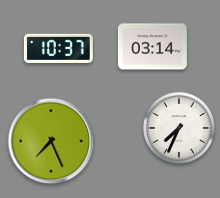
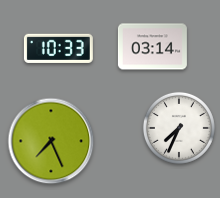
clock at (58, 48): 10:37 -> 10:33
